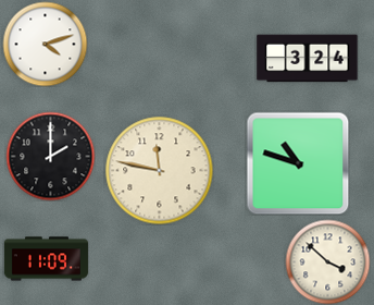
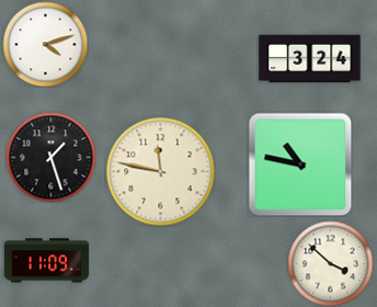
clock at (50, 156): 2:00 -> 1:27
clock at (298, 163): 10:48 -> 10:47
